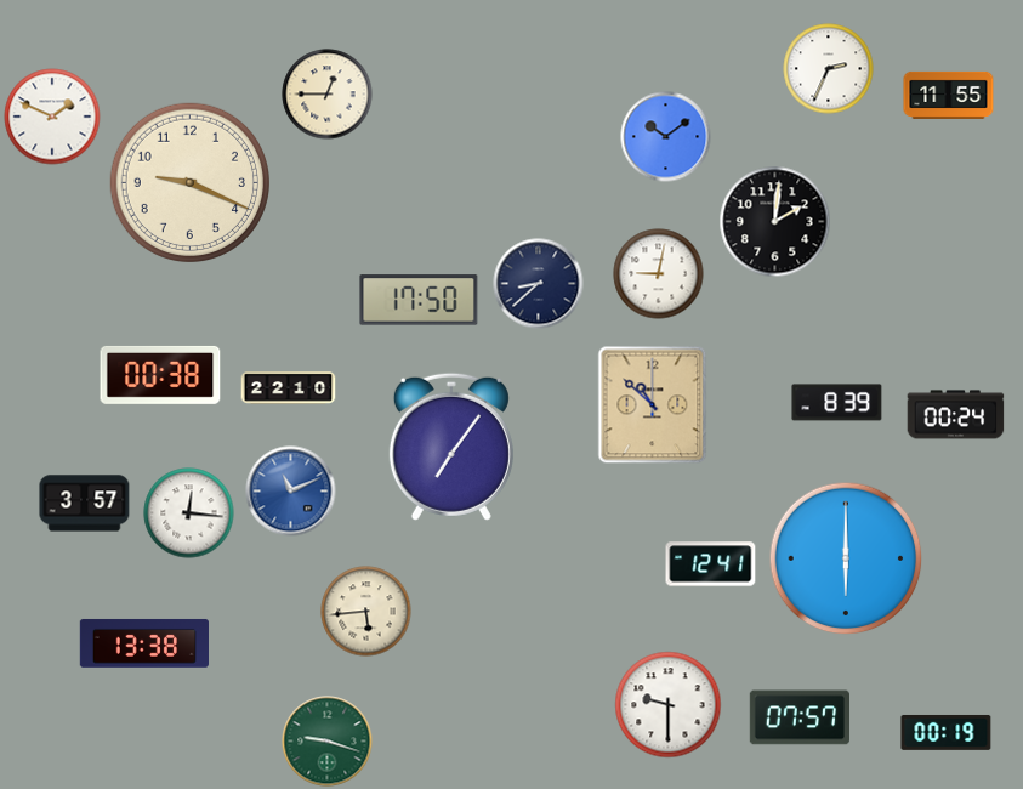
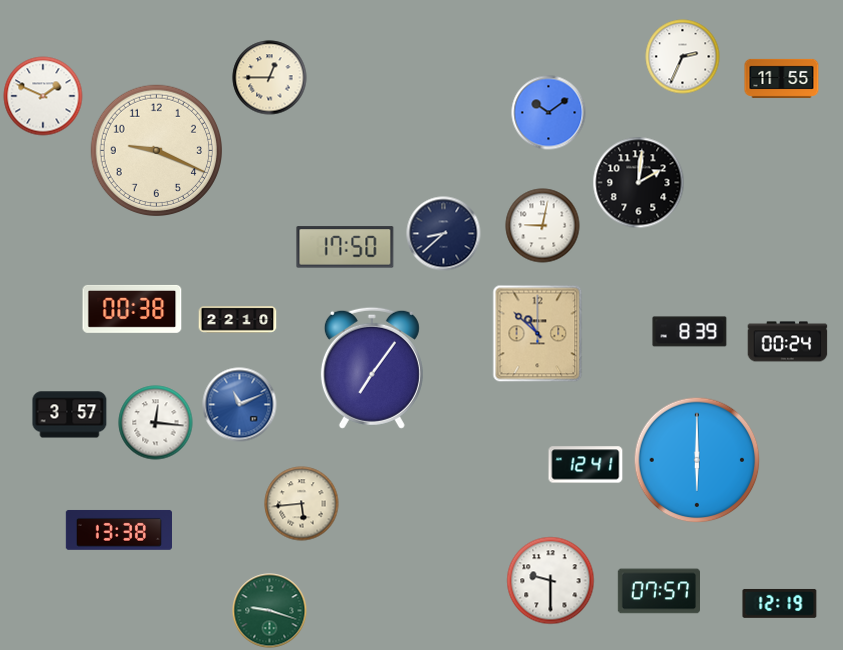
clock at (947, 732): 00:19 -> 12:19
